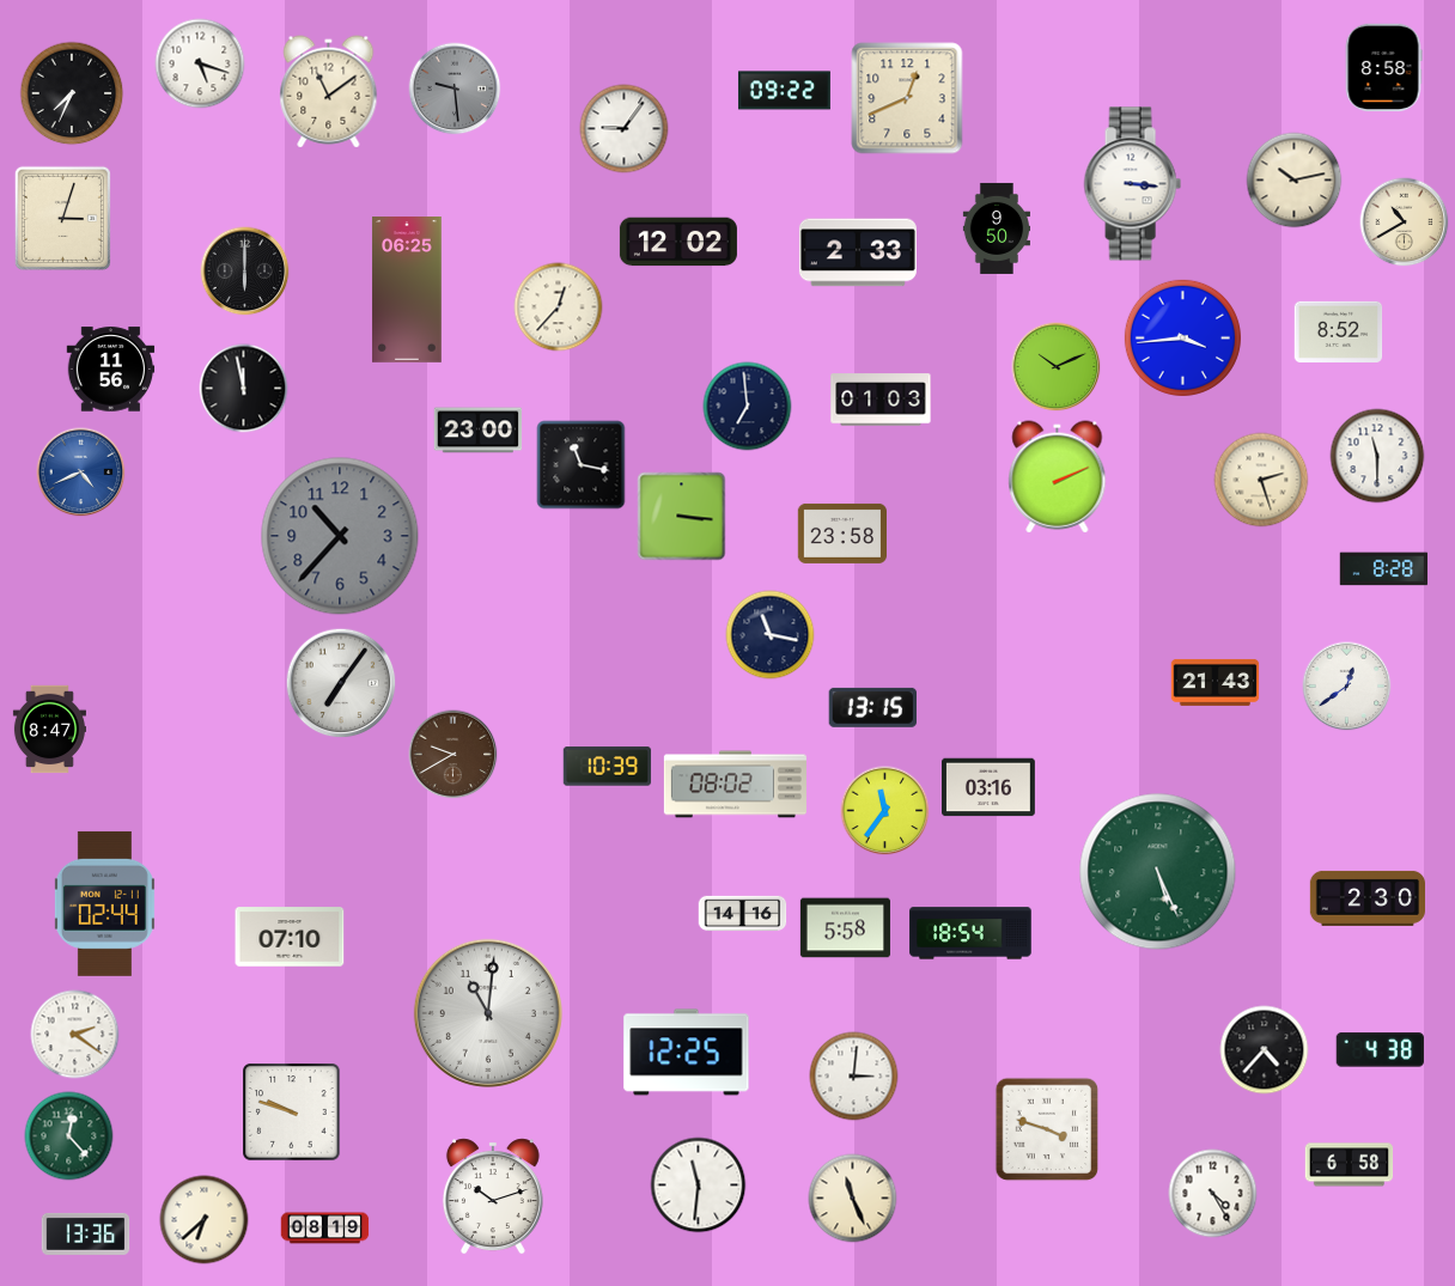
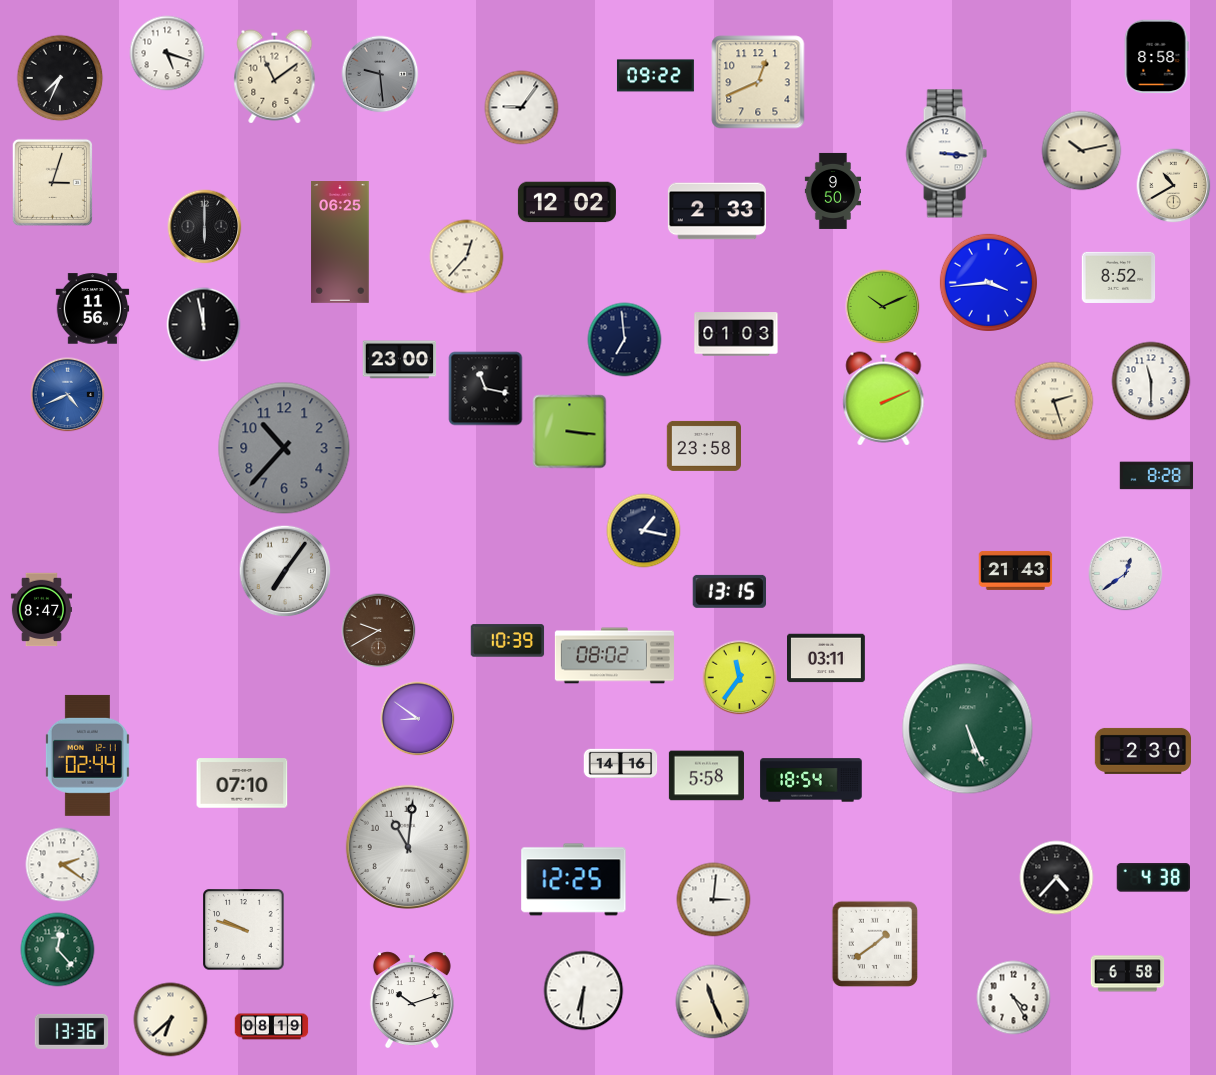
clock at (771, 635): 11:17 -> 1:17
clock at (990, 787): 03:16 -> 03:11
clock at (418, 719): none -> 8:51
clock at (1047, 1129): 3:48 -> 1:39
clock at (699, 1186): 11:31 -> 6:31
